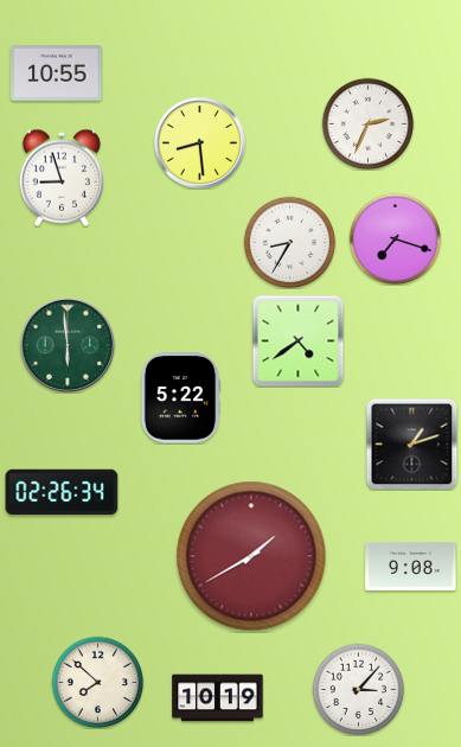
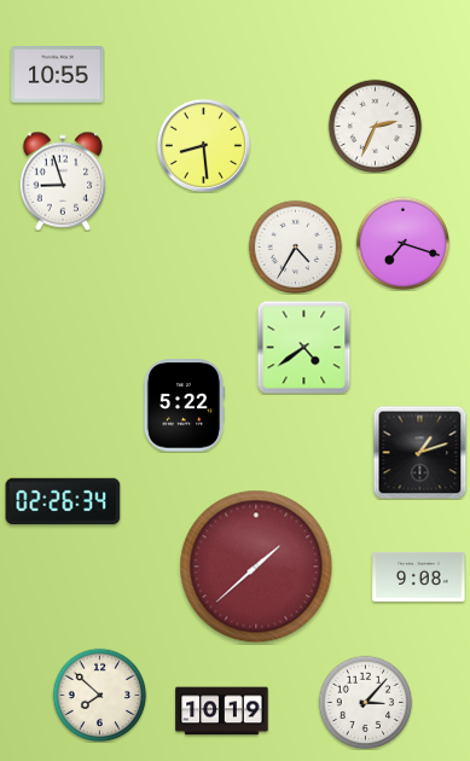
clock at (289, 242): 8:35 -> 4:35
clock at (68, 345): 5:59 -> none
clock at (251, 556): 1:40 -> 1:38
